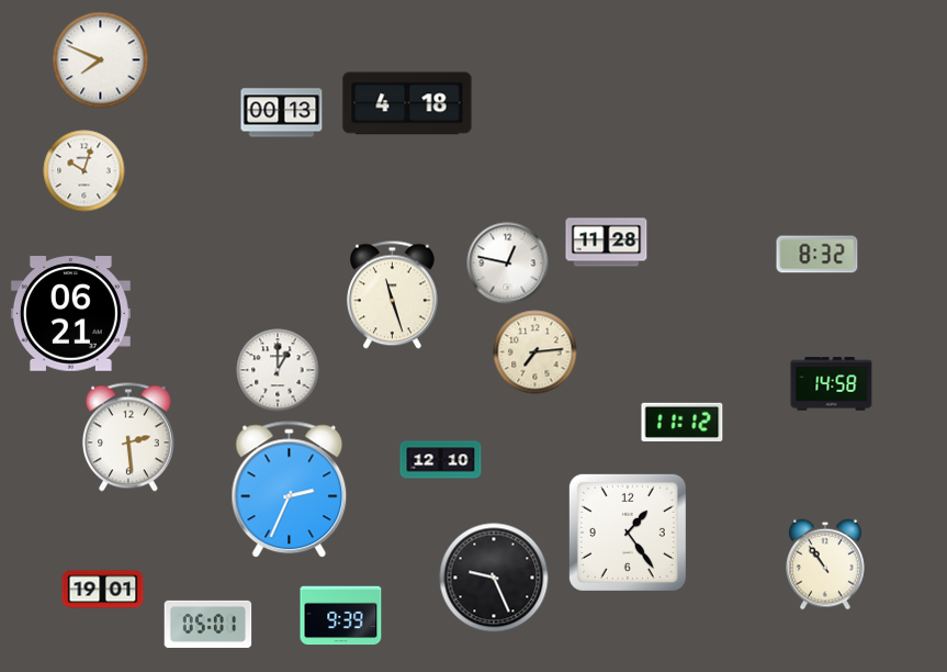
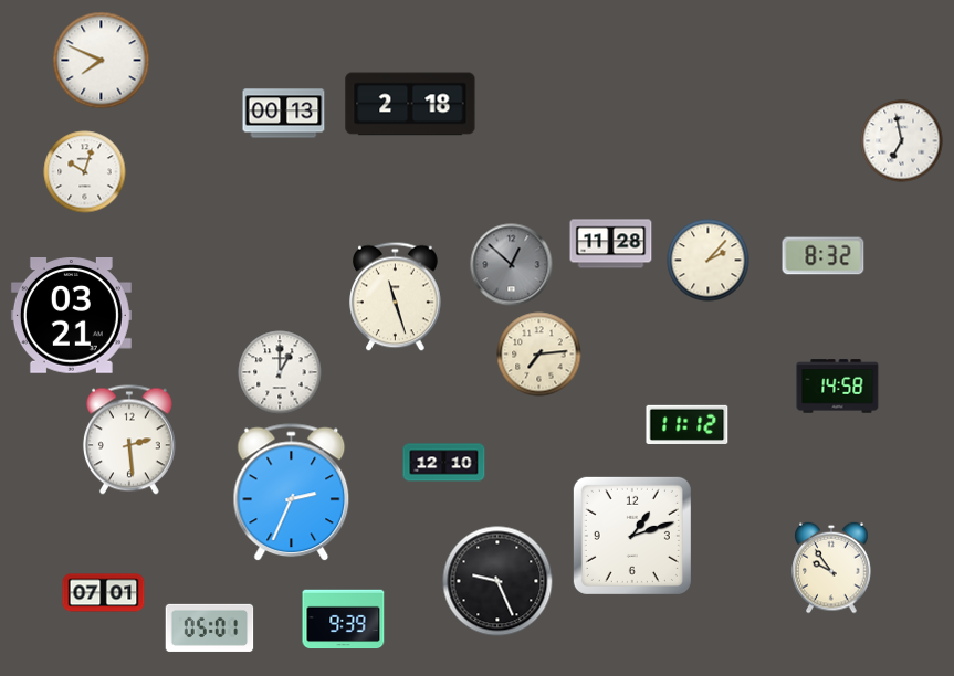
clock at (407, 103): 4:18 -> 2:18
clock at (902, 141): none -> 6:58
clock at (709, 261): none -> 2:07
clock at (508, 264): 12:47 -> 12:52
clock at (508, 264) dial: white -> grey
clock at (70, 314): 06:21 -> 03:21
clock at (628, 533): 1:24 -> 1:12
clock at (825, 564): 10:54 -> 9:54
clock at (103, 590): 19:01 -> 07:01
